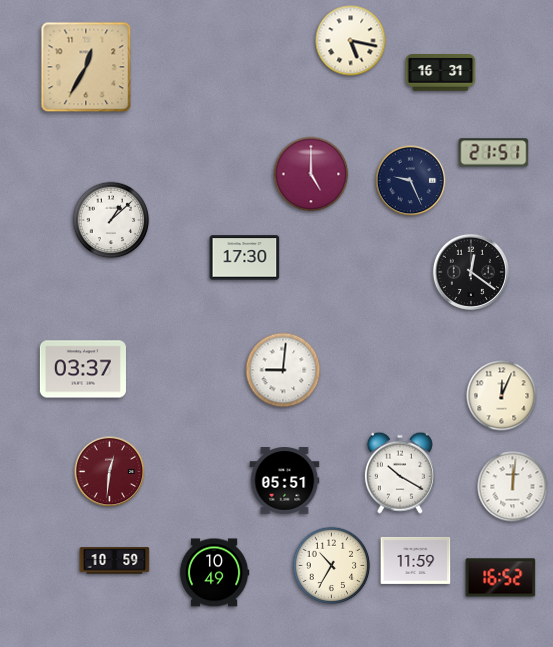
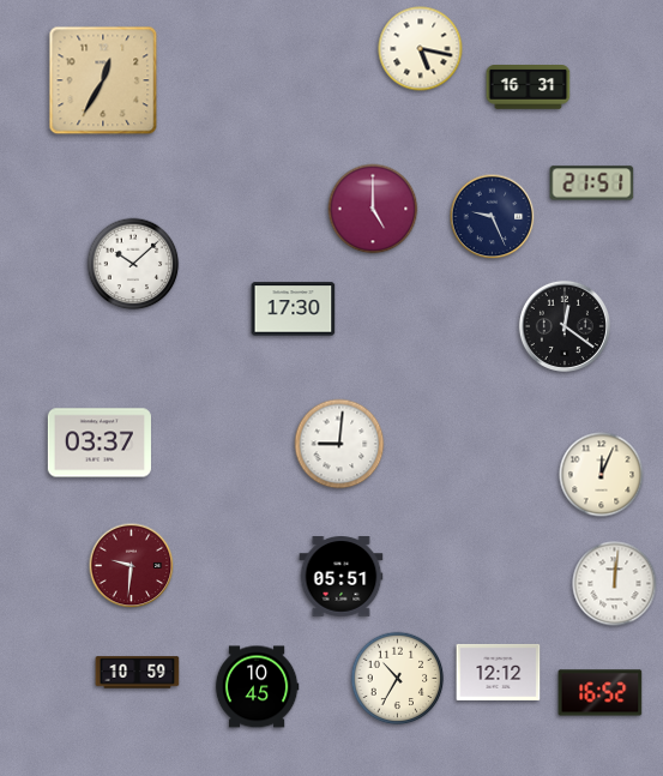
clock at (111, 220): 1:08 -> 10:08
clock at (110, 472): 12:31 -> 9:31
clock at (400, 473): 10:20 -> none
clock at (416, 560): 11:59 -> 12:12
clock at (214, 573): 10:49 -> 10:45
